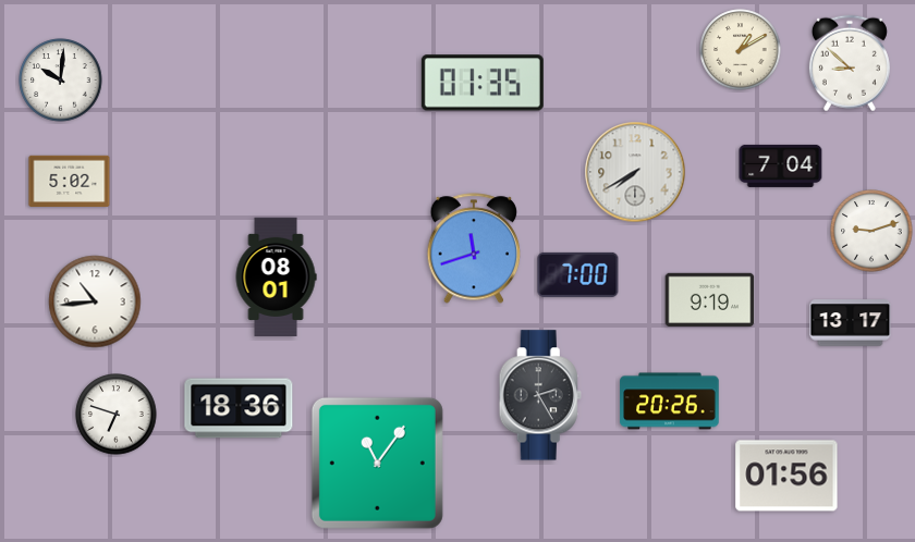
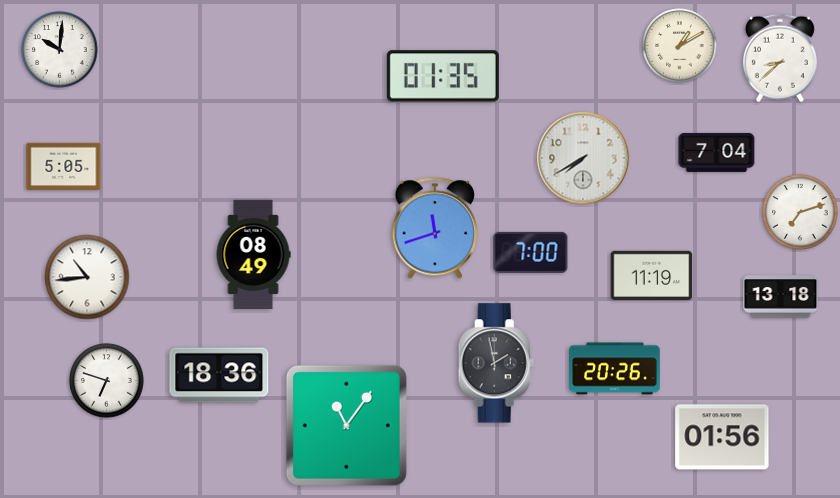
clock at (850, 63): 8:52 -> 8:38
clock at (61, 81) position: (61, 81) -> (60, 50)
clock at (70, 181): 5:02 -> 5:05
clock at (871, 231): 9:12 -> 7:12
clock at (276, 278): 08:01 -> 08:49
clock at (710, 299): 9:19 -> 11:19
clock at (851, 323): 13:17 -> 13:18
clock at (540, 395): 2:25 -> 1:58
